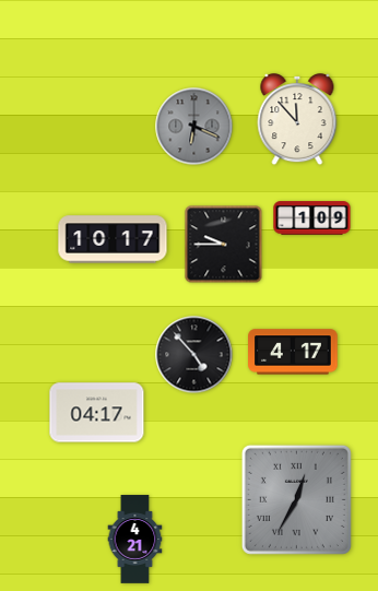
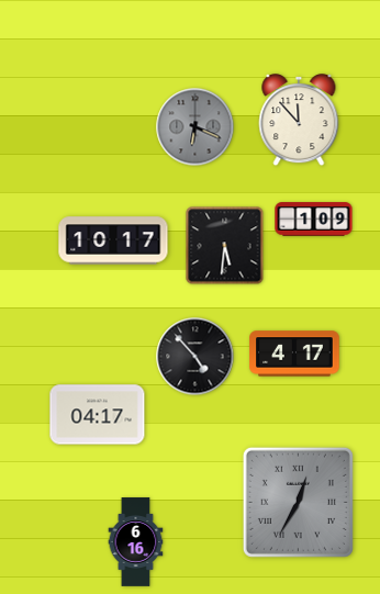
clock at (224, 245): 9:45 -> 5:31
clock at (135, 540): 4:21 -> 6:16
